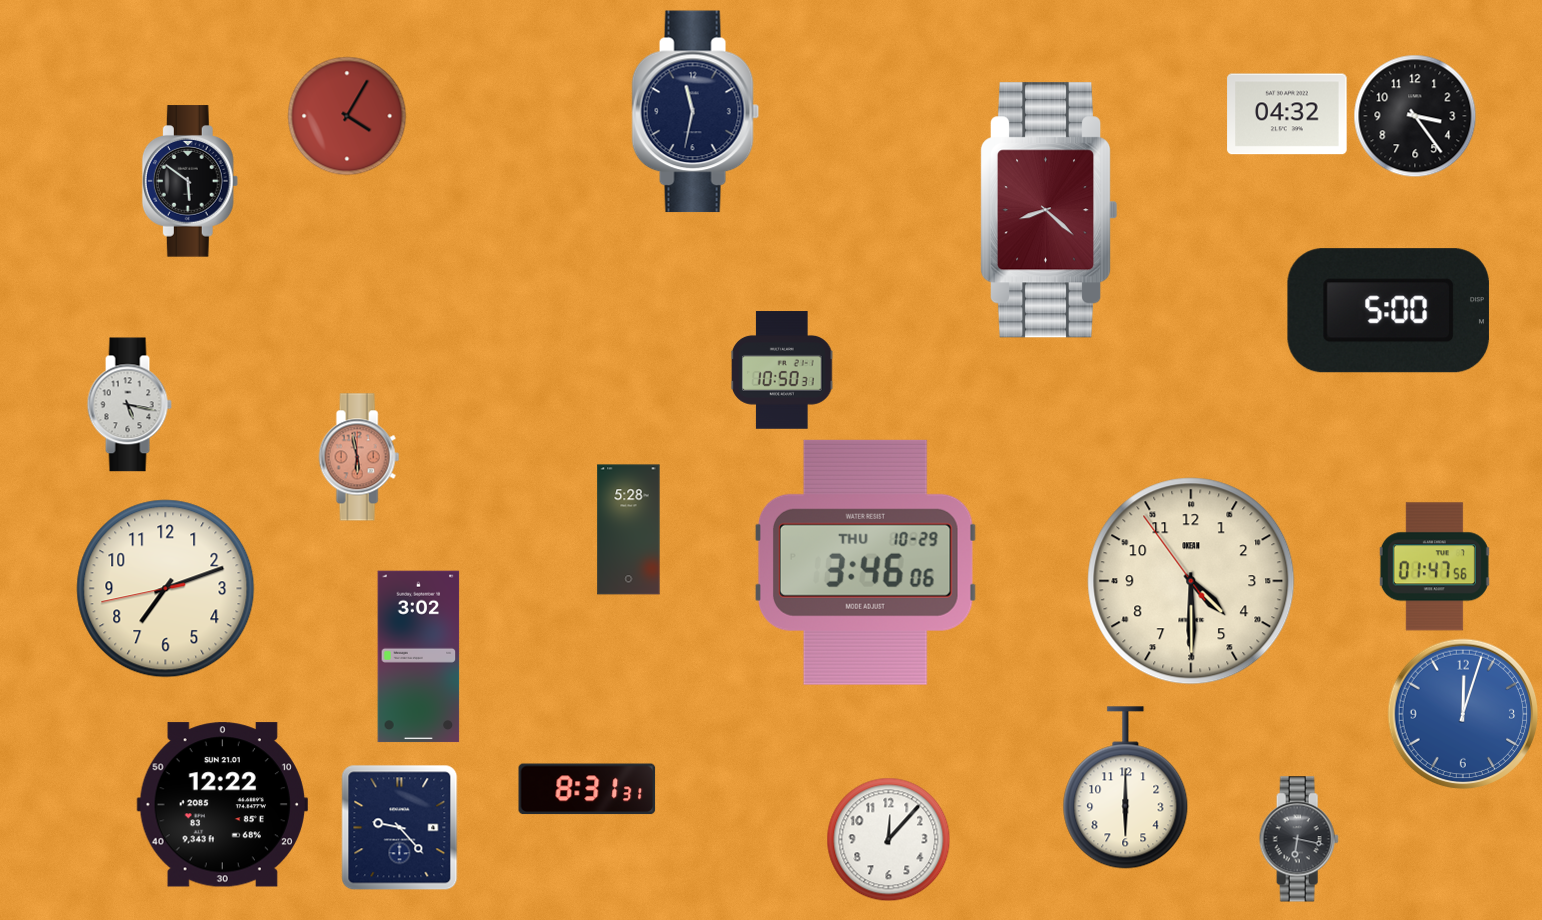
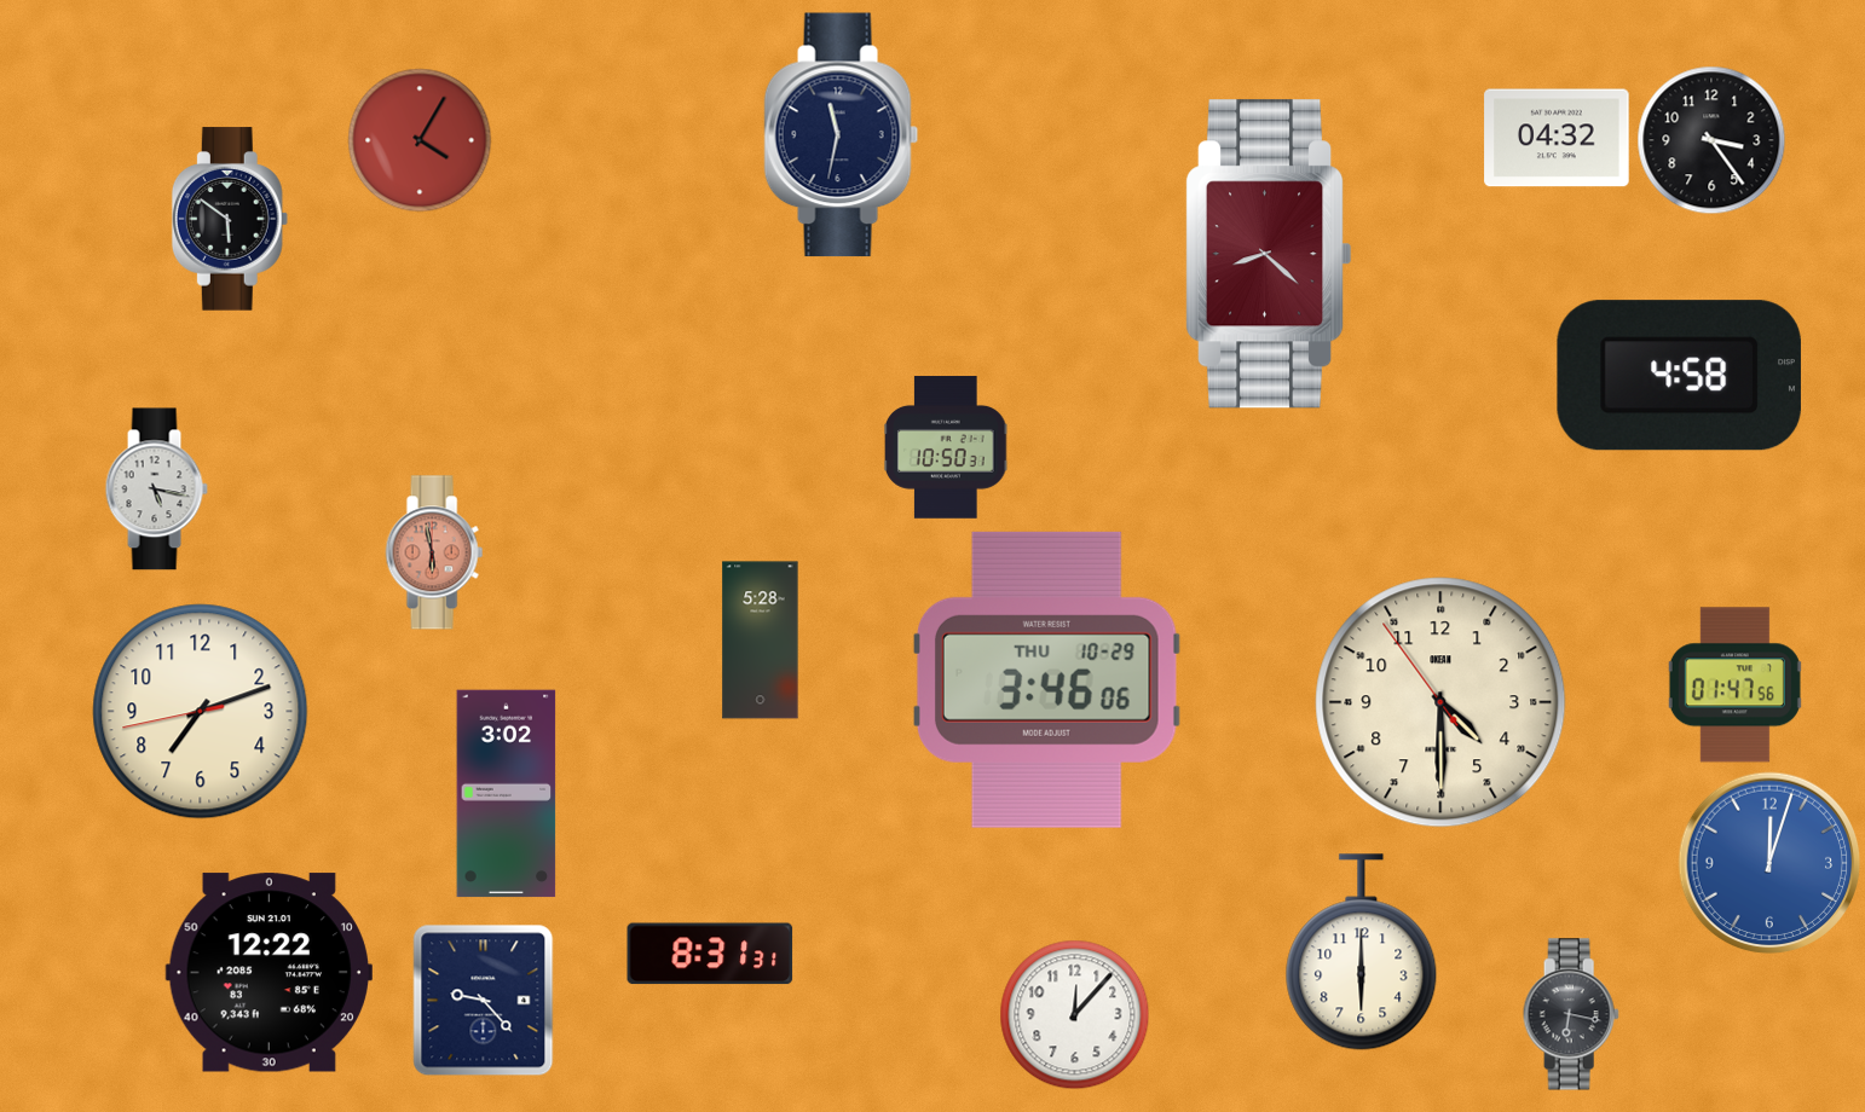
clock at (1388, 311): 5:00 -> 4:58
